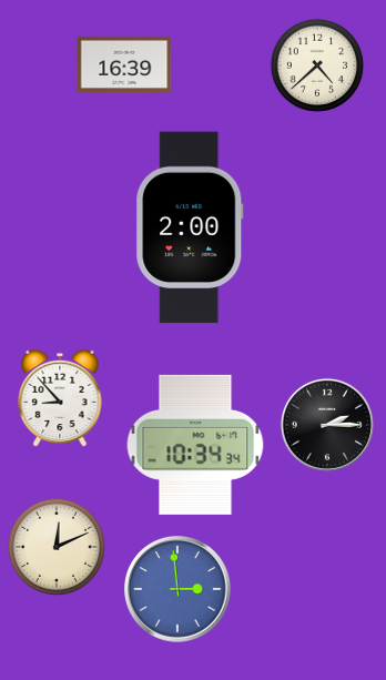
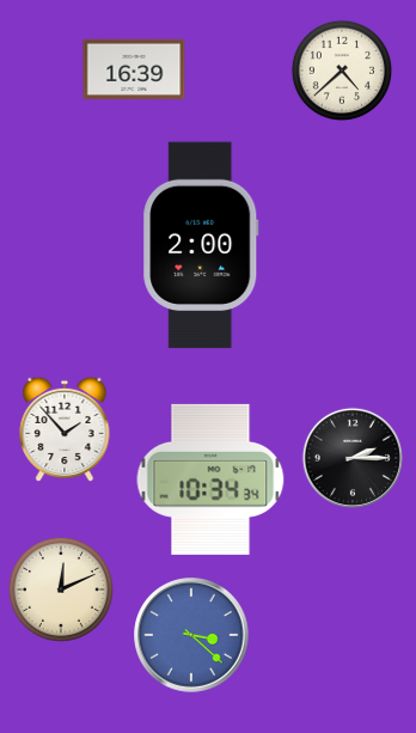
clock at (190, 227) position: (190, 227) -> (201, 245)
clock at (60, 398): 8:53 -> 1:53
clock at (177, 589): 2:59 -> 3:22
